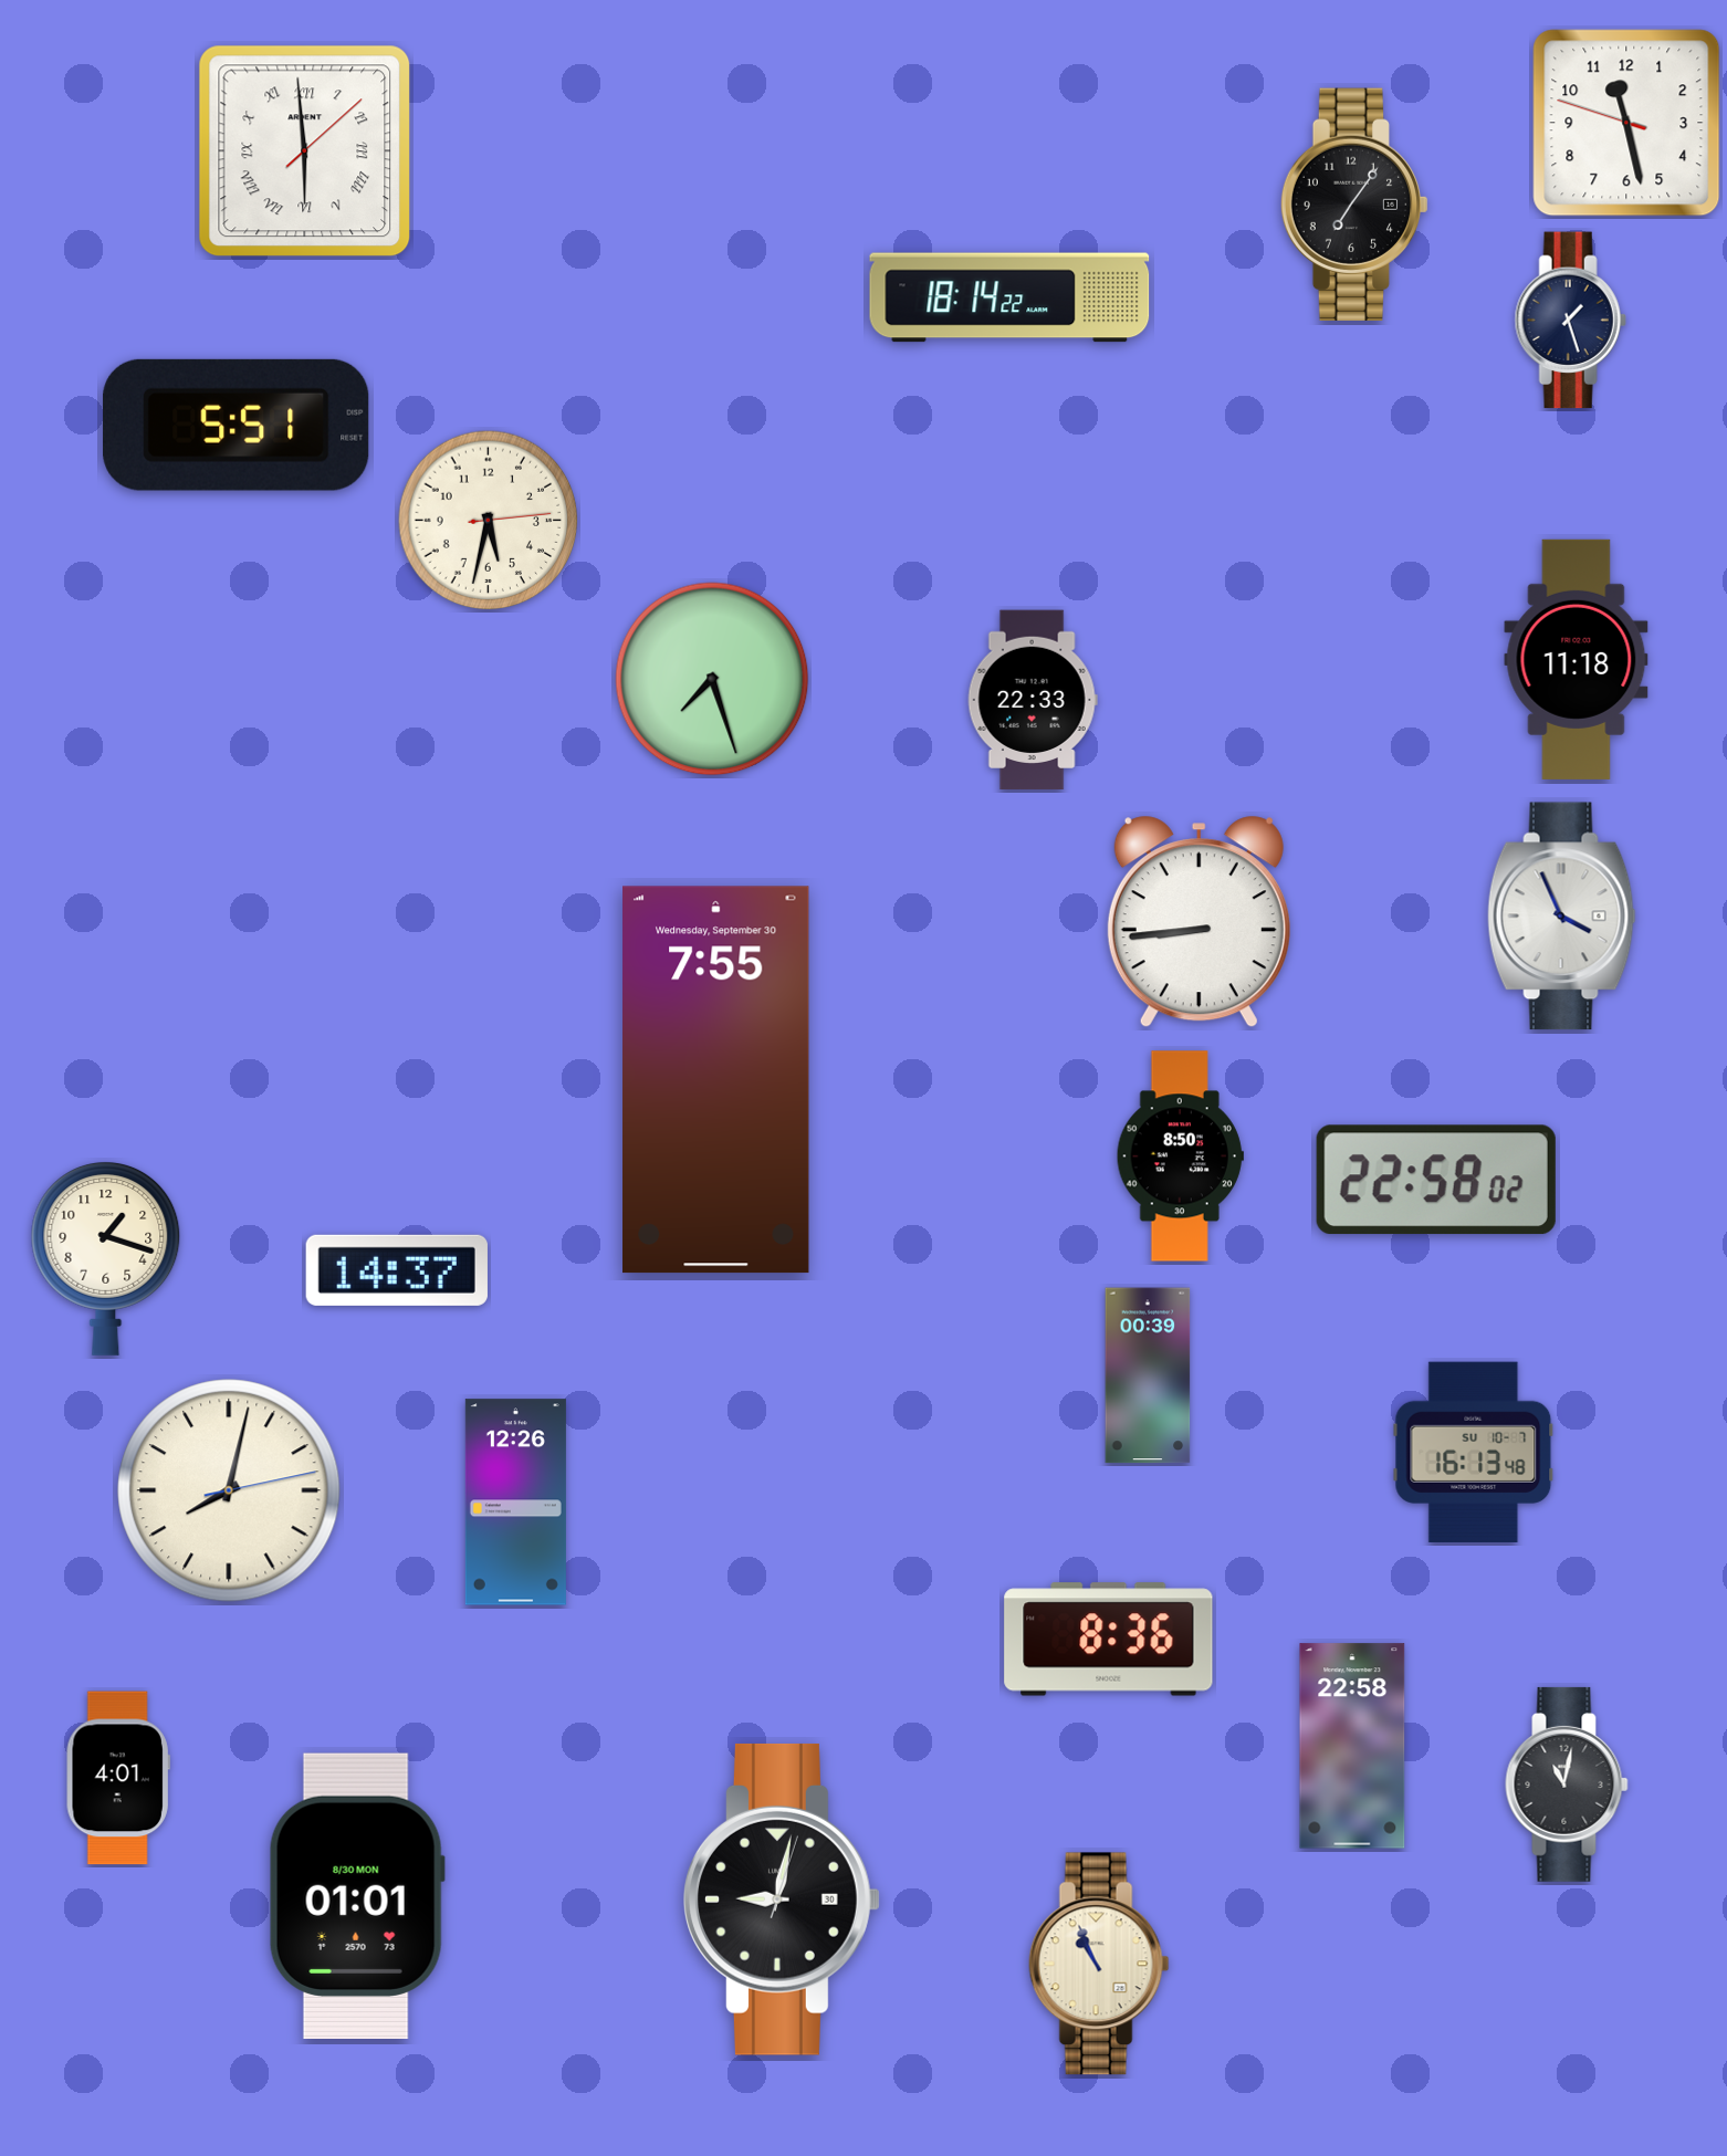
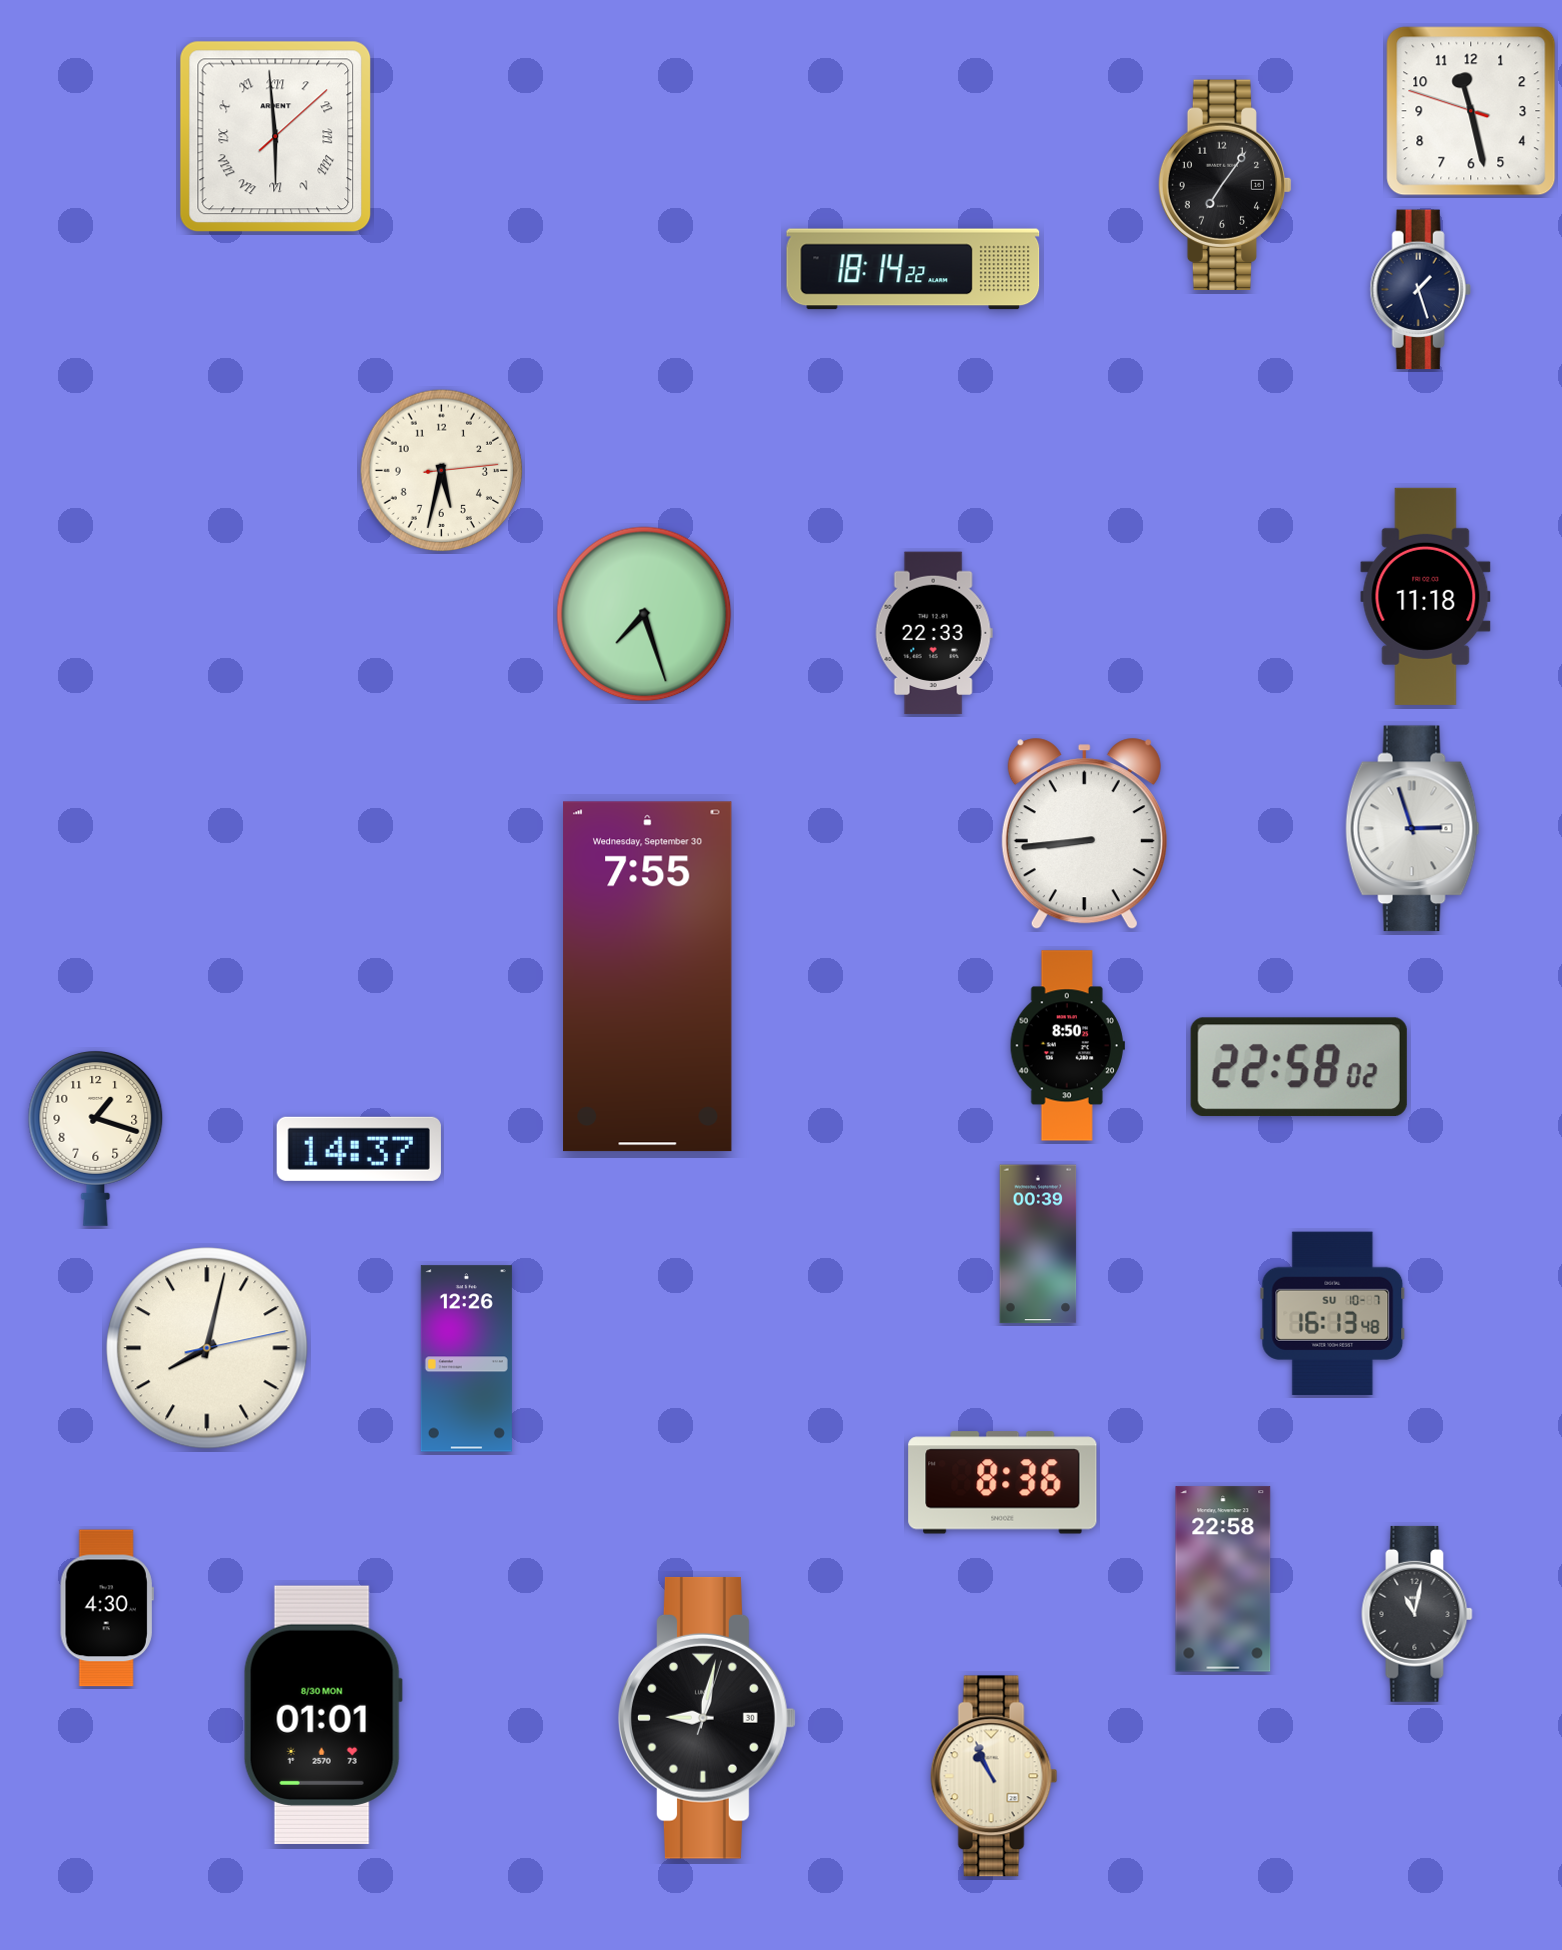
clock at (237, 425): 5:51 -> none
clock at (1562, 917): 3:56 -> 2:57
clock at (118, 1778): 4:01 -> 4:30
